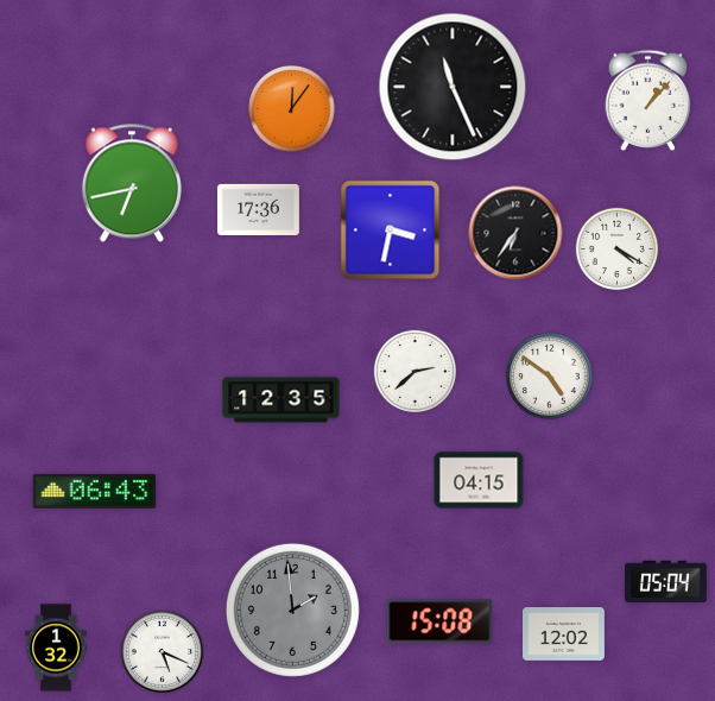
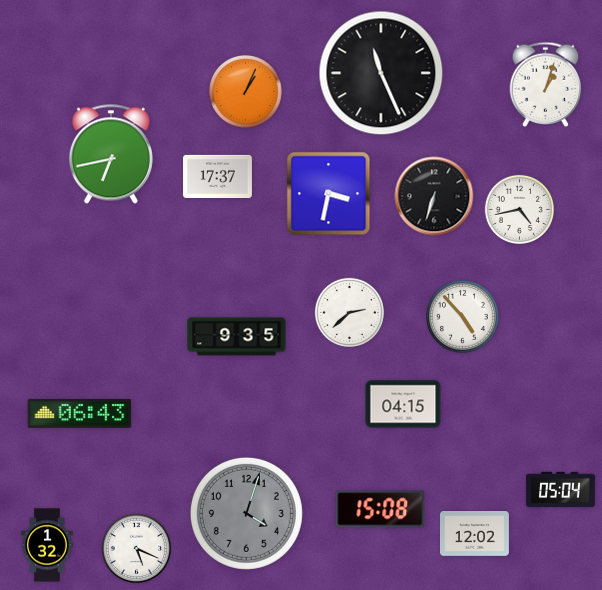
clock at (648, 100): 1:07 -> 1:03
clock at (292, 109): 12:06 -> 1:04
clock at (259, 209): 17:36 -> 17:37
clock at (515, 233): 6:36 -> 6:33
clock at (616, 248): 4:20 -> 4:43
clock at (550, 377): 4:51 -> 4:53
clock at (281, 400): 12:35 -> 9:35
clock at (292, 610): 1:59 -> 4:03
clock at (439, 621) position: (439, 621) -> (380, 509)
